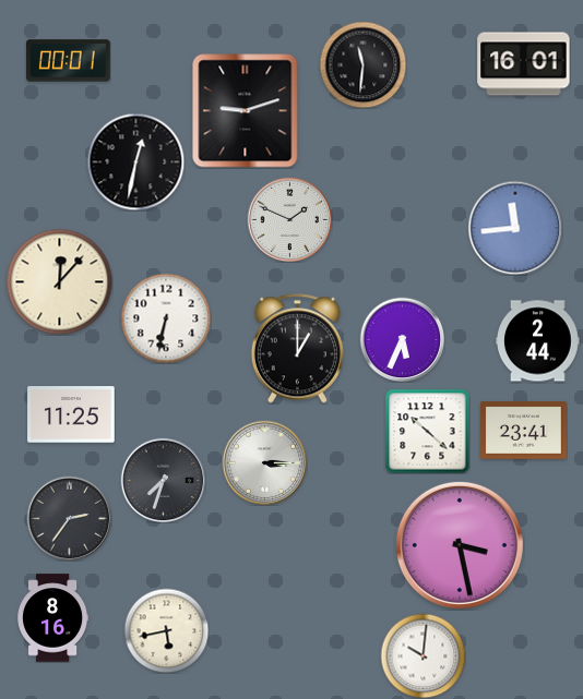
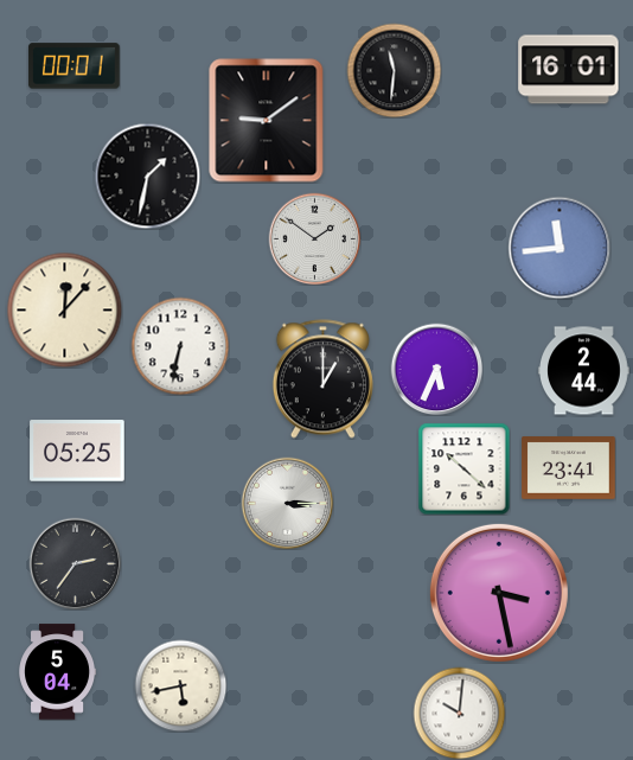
clock at (246, 111): 9:12 -> 9:09
clock at (135, 161): 12:32 -> 1:32
clock at (289, 219): 1:49 -> 1:51
clock at (59, 281) position: (59, 281) -> (64, 309)
clock at (71, 414): 11:25 -> 05:25
clock at (163, 480): 7:33 -> none
clock at (53, 618): 8:16 -> 5:04
